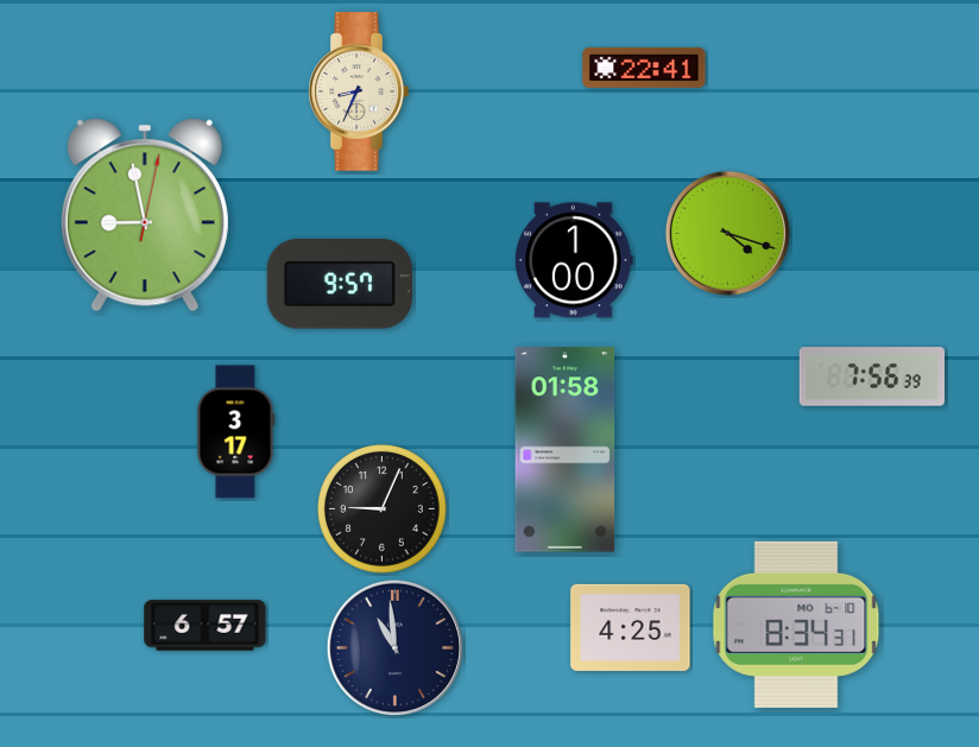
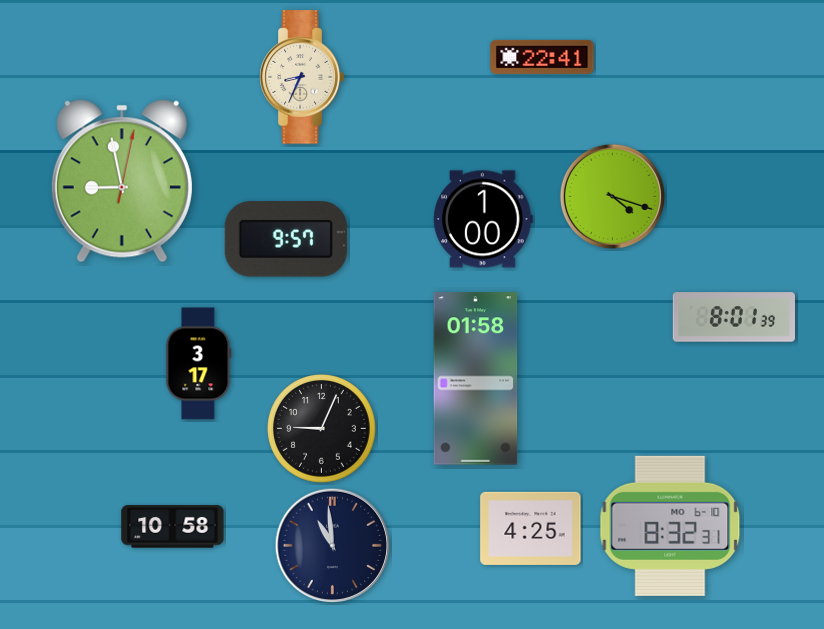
clock at (871, 376): 7:56 -> 8:01
clock at (796, 625): 8:34 -> 8:32
clock at (206, 626): 6:57 -> 10:58
